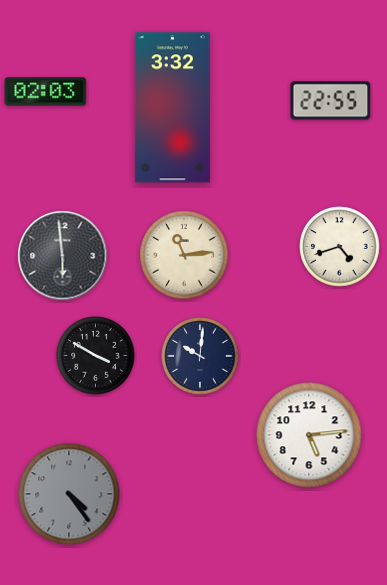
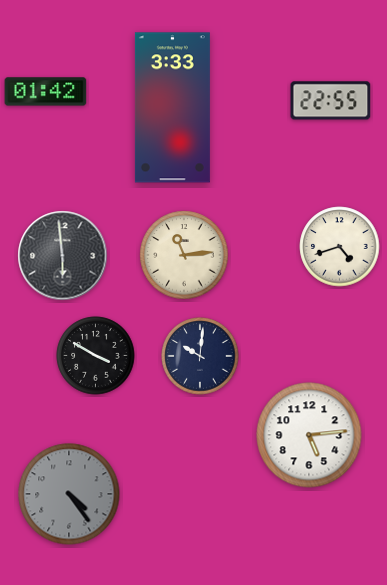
clock at (46, 92): 02:03 -> 01:42
clock at (172, 108): 3:32 -> 3:33
